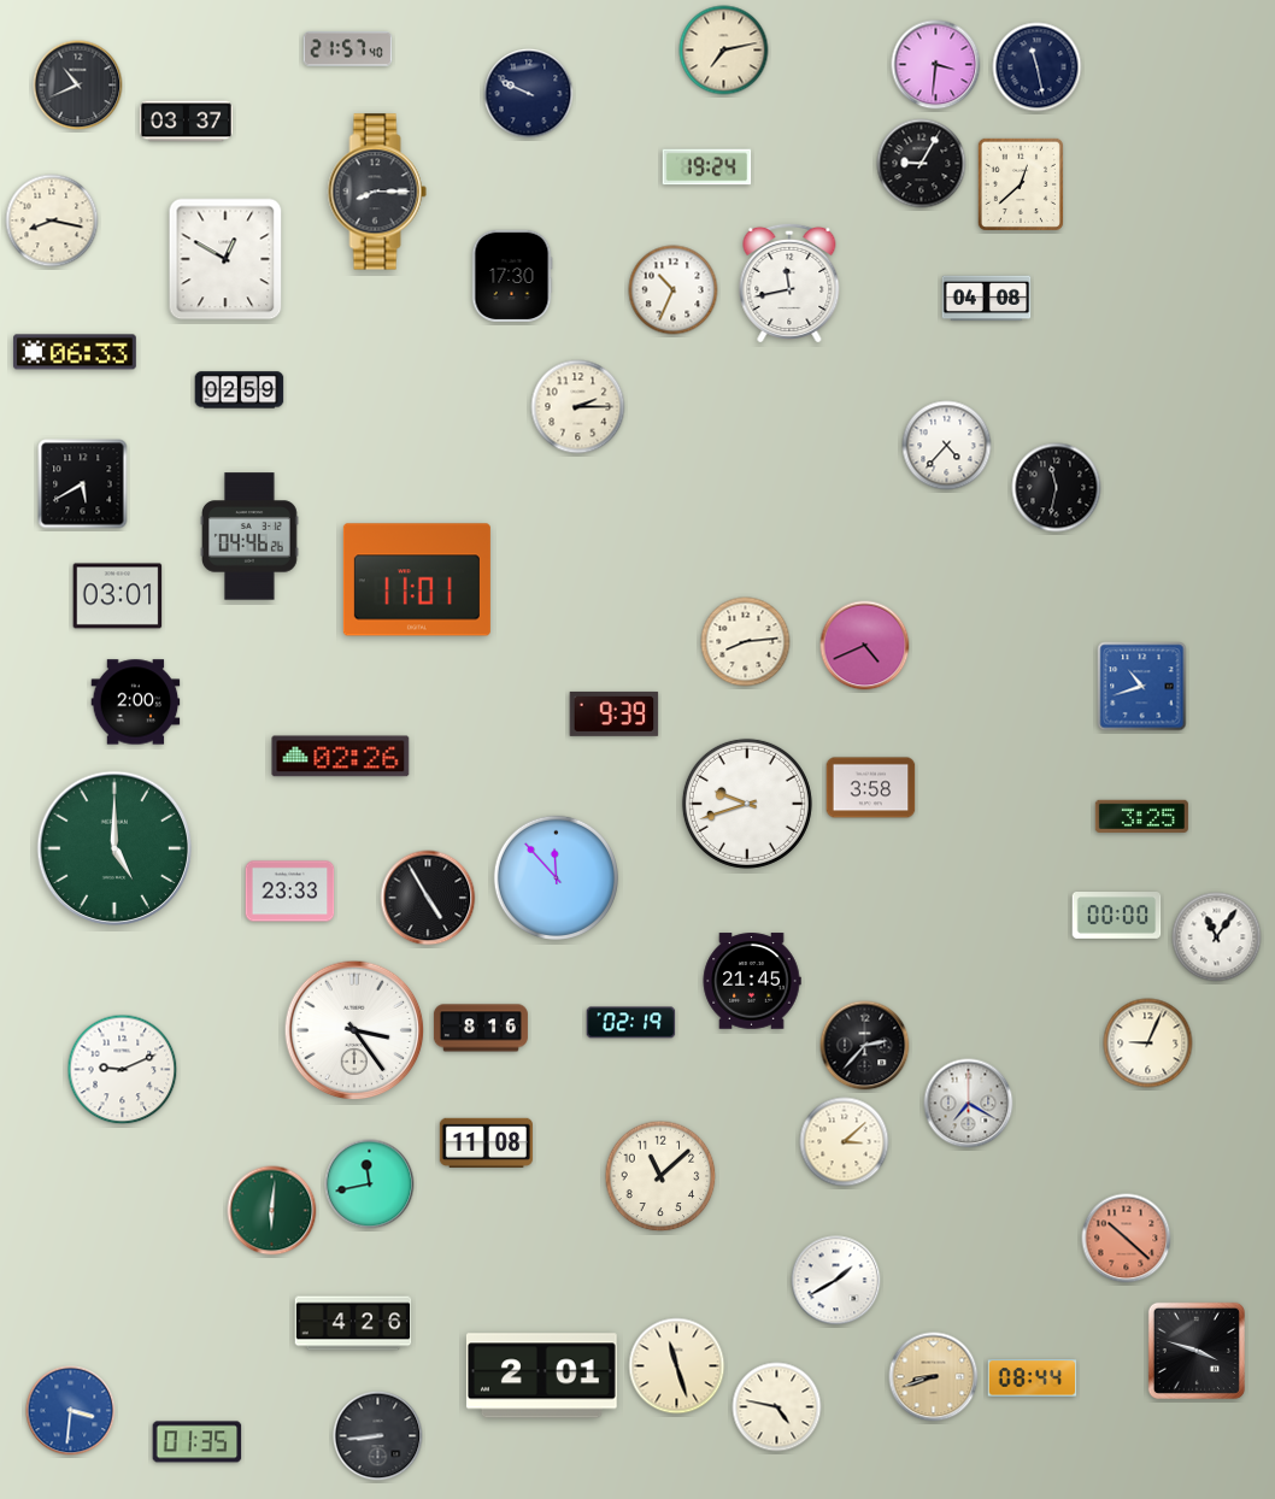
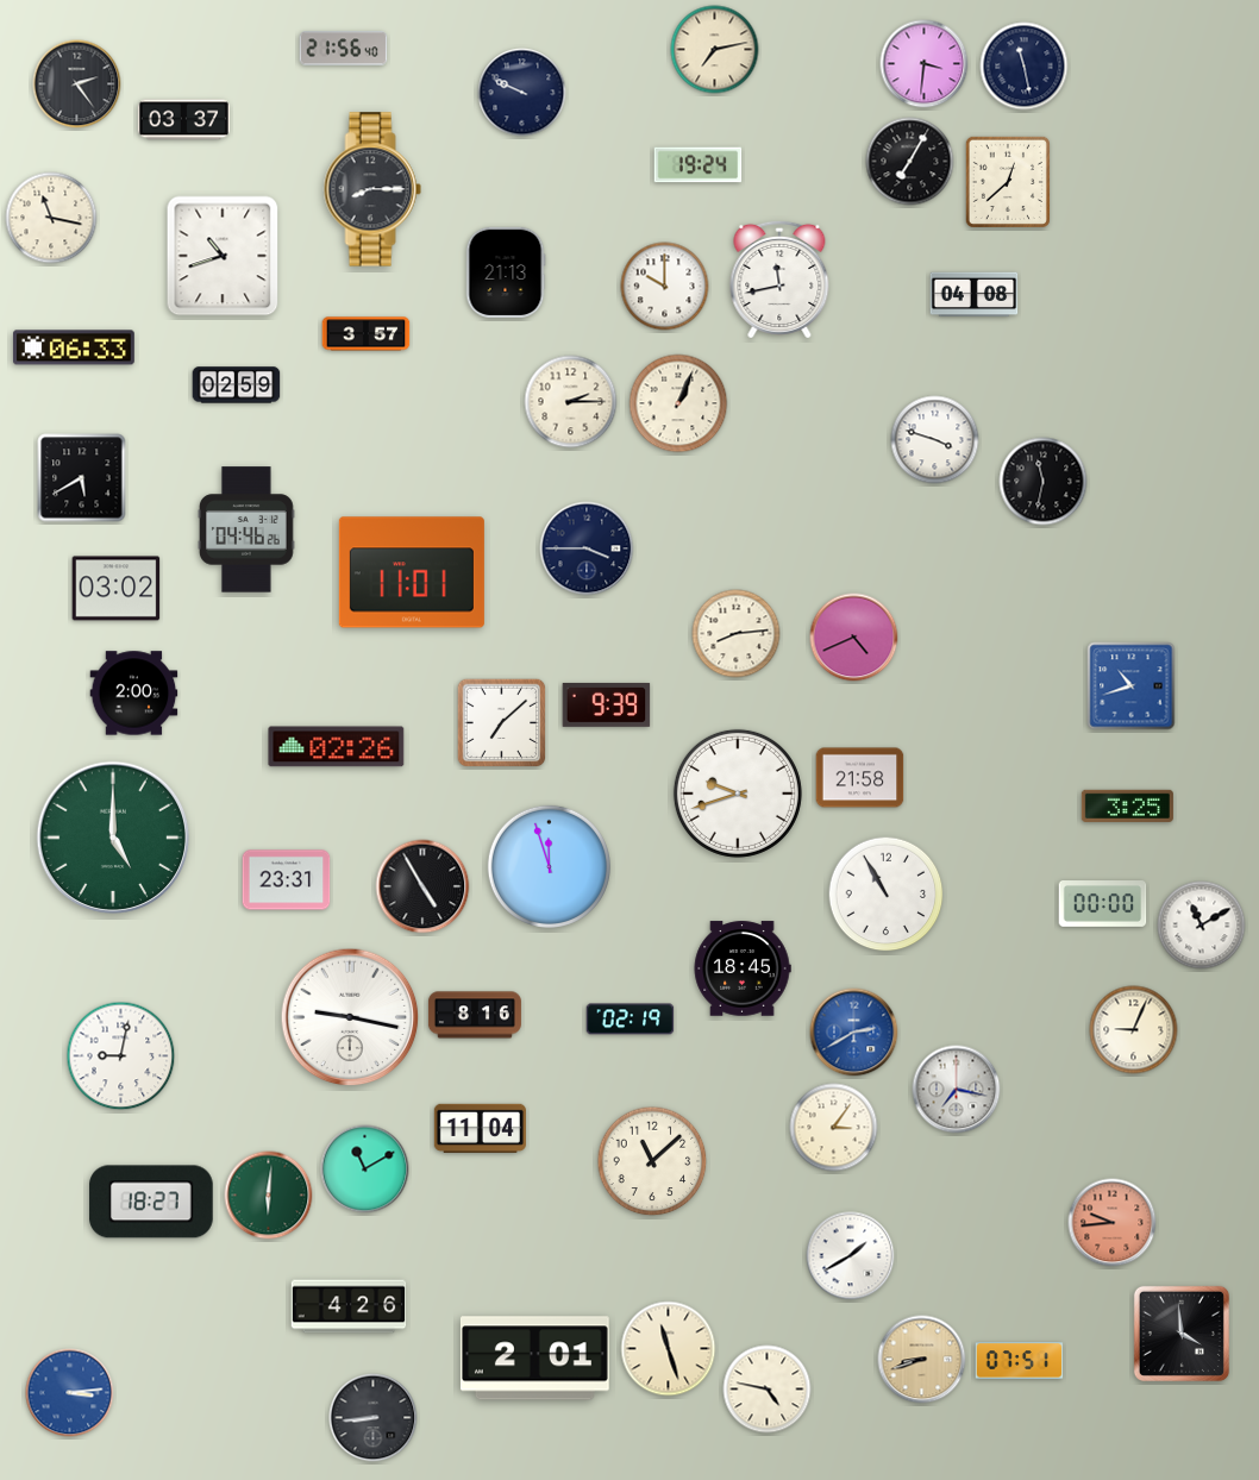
clock at (348, 49): 21:57 -> 21:56
clock at (78, 86): 10:41 -> 2:24
clock at (922, 164): 9:05 -> 7:05
clock at (52, 221): 8:17 -> 11:17
clock at (225, 259): 12:50 -> 10:42
clock at (512, 276): 17:30 -> 21:13
clock at (674, 290): 10:34 -> 10:00
clock at (367, 334): none -> 3:57
clock at (678, 403): none -> 1:04
clock at (947, 446): 4:37 -> 3:48
clock at (587, 548): none -> 3:45
clock at (118, 596): 03:01 -> 03:02
clock at (1142, 687) position: (1142, 687) -> (1132, 686)
clock at (502, 723): none -> 7:08
clock at (871, 788): 3:58 -> 21:58
clock at (556, 877): 11:53 -> 11:57
clock at (290, 892): 23:33 -> 23:31
clock at (887, 895): none -> 10:55
clock at (1217, 937): 11:06 -> 11:10
clock at (752, 981): 21:45 -> 18:45
clock at (631, 1023) position: (631, 1023) -> (631, 1020)
clock at (354, 1030): 3:24 -> 9:17
clock at (865, 1046): 2:37 -> 2:40
clock at (865, 1046) dial: black -> blue
clock at (123, 1070): 9:11 -> 9:02
clock at (969, 1104): 7:20 -> 7:17
clock at (486, 1142): 11:08 -> 11:04
clock at (845, 1142): 3:08 -> 3:06
clock at (370, 1184): 11:43 -> 11:10
clock at (151, 1202): none -> 18:27
clock at (1127, 1239): 10:22 -> 9:44
clock at (836, 1281) position: (836, 1281) -> (851, 1256)
clock at (1197, 1351): 3:48 -> 3:59
clock at (1033, 1379): 08:44 -> 07:51
clock at (71, 1411): 3:31 -> 3:14
clock at (198, 1442): 01:35 -> none
